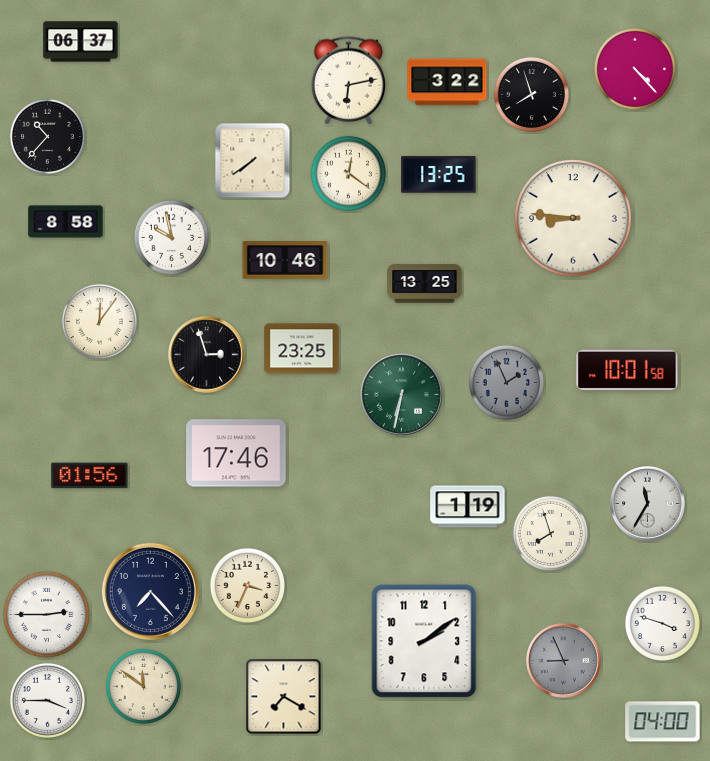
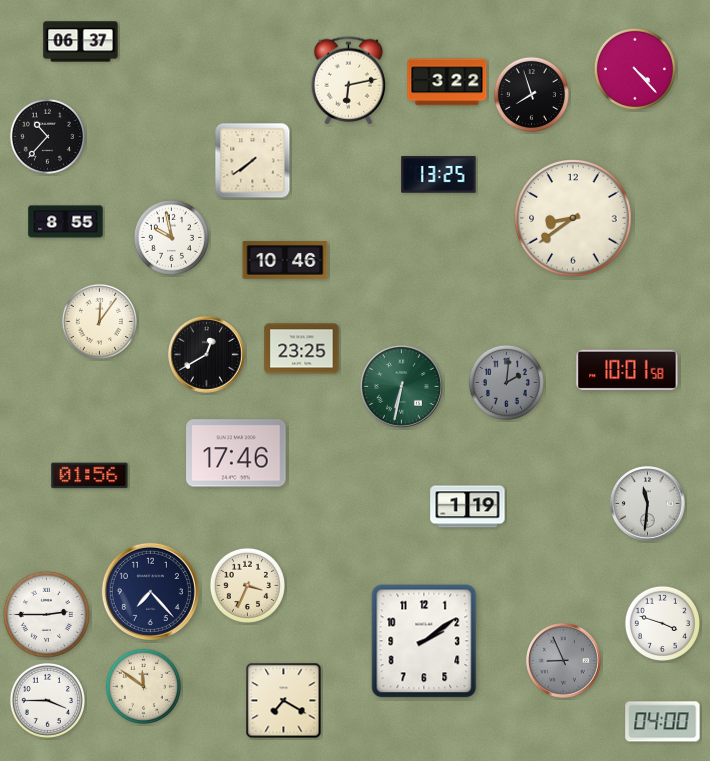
clock at (348, 173): 12:21 -> none
clock at (573, 218): 8:46 -> 8:39
clock at (66, 222): 8:58 -> 8:55
clock at (425, 284): 13:25 -> none
clock at (207, 355): 2:57 -> 12:40
clock at (506, 382): 1:56 -> 2:01
clock at (401, 394) position: (401, 394) -> (401, 386)
clock at (648, 504): 11:35 -> 11:31
clock at (550, 533): 7:57 -> none
clock at (284, 697) position: (284, 697) -> (284, 701)
